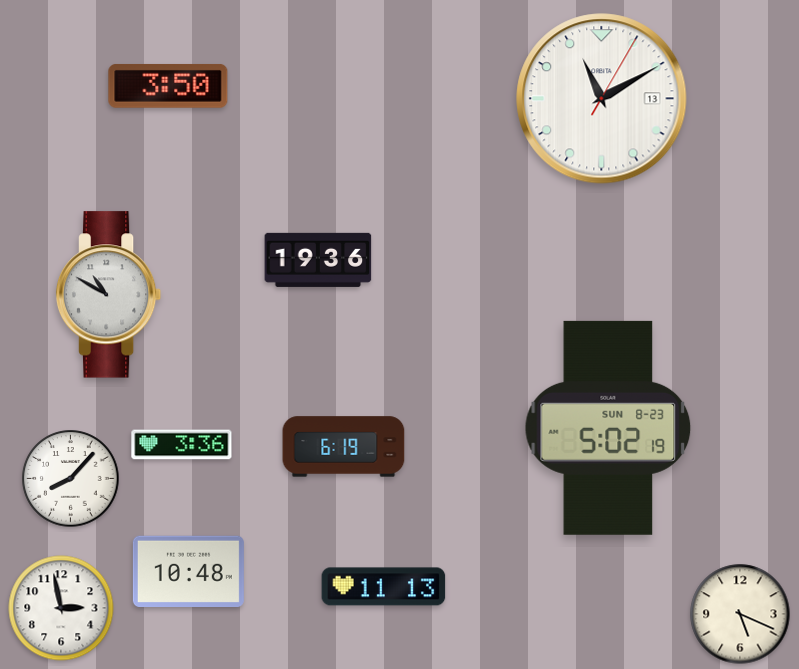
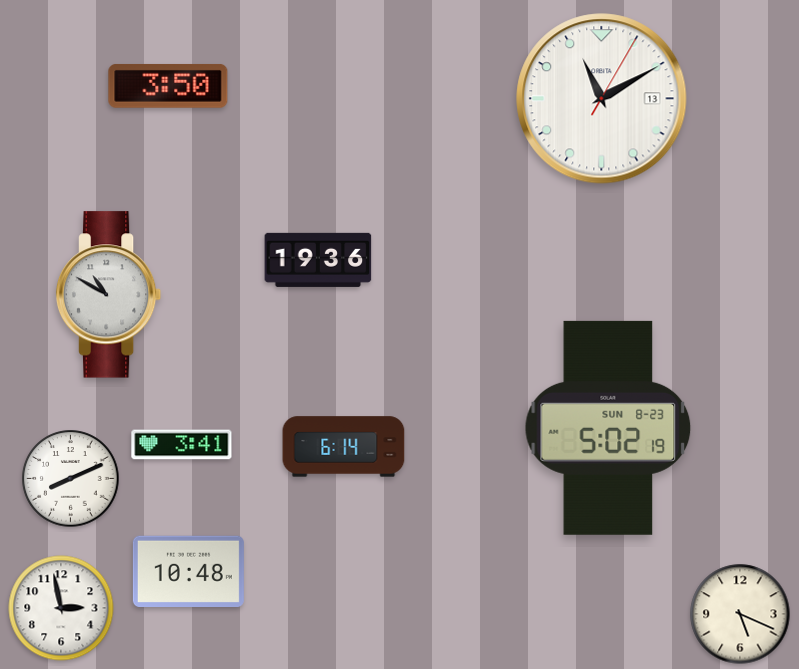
clock at (182, 445): 3:36 -> 3:41
clock at (344, 447): 6:19 -> 6:14
clock at (71, 479): 8:07 -> 8:11
clock at (384, 587): 11:13 -> none
